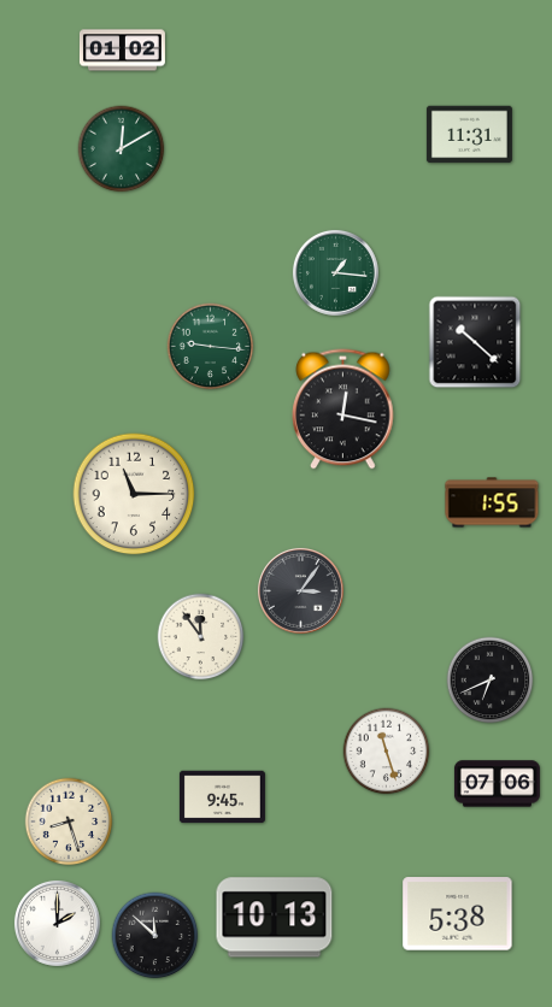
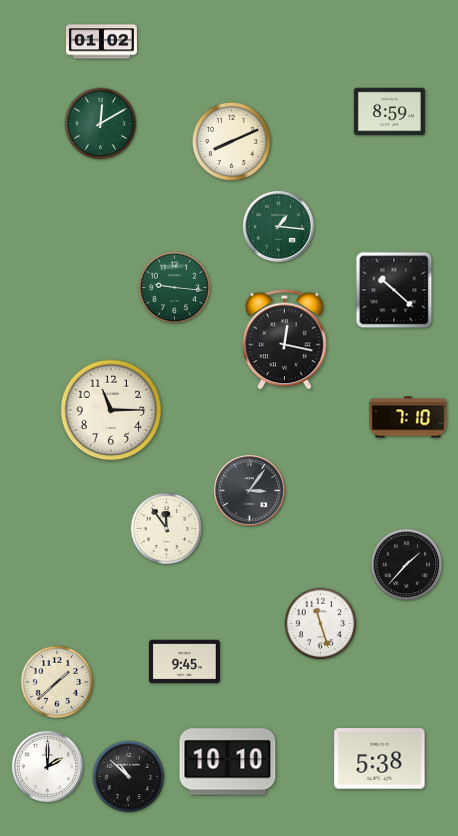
clock at (469, 135): 11:31 -> 8:59
clock at (231, 141): none -> 8:11
clock at (475, 342) position: (475, 342) -> (394, 290)
clock at (492, 502): 1:55 -> 7:10
clock at (491, 681): 6:41 -> 1:37
clock at (497, 784): 07:06 -> none
clock at (69, 821): 8:27 -> 1:38
clock at (275, 918): 10:13 -> 10:10
clock at (155, 936): 11:52 -> 10:52
